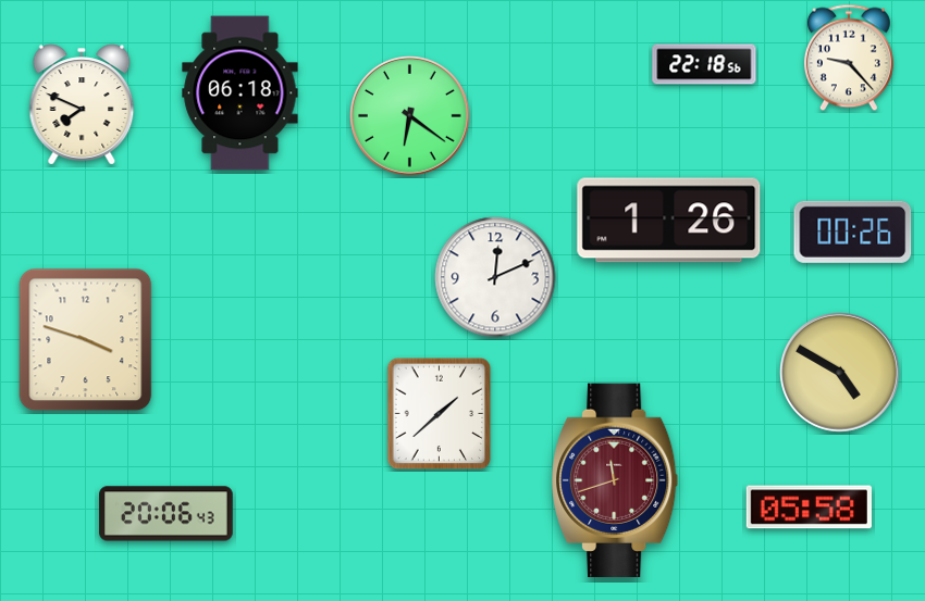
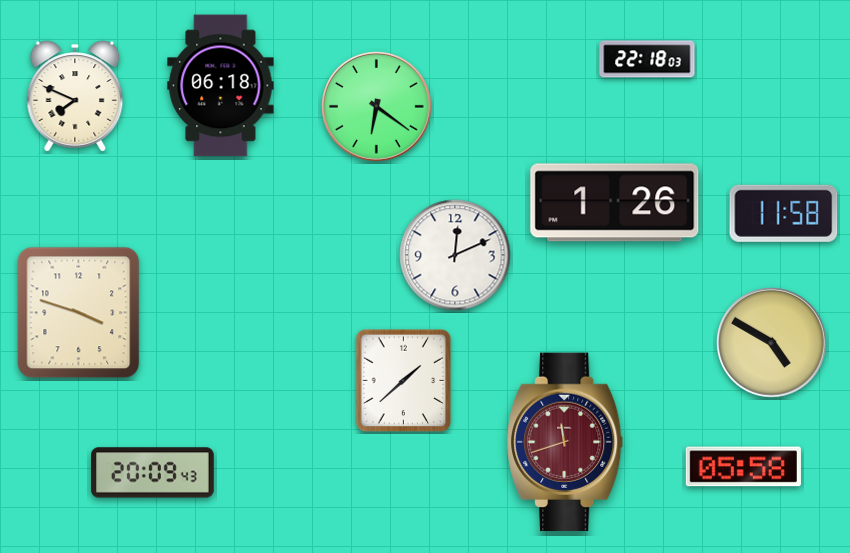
clock at (849, 58): 9:23 -> none
clock at (704, 64): 22:18:56 -> 22:18:03
clock at (853, 231): 00:26 -> 11:58
clock at (166, 514): 20:06 -> 20:09
